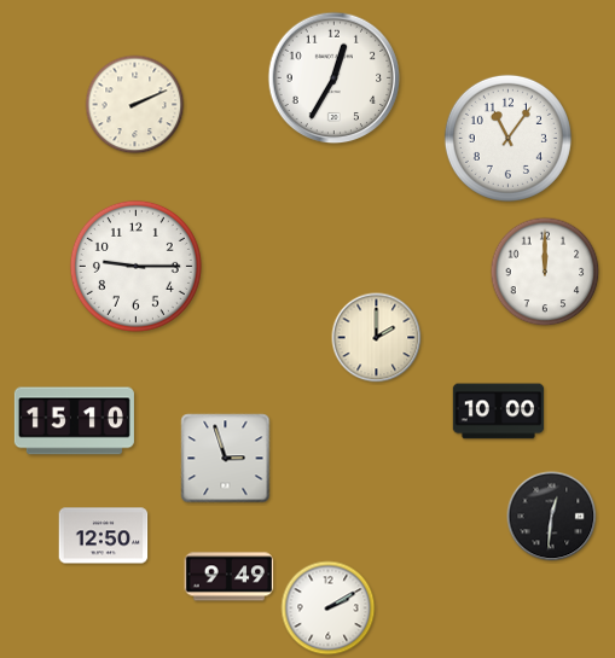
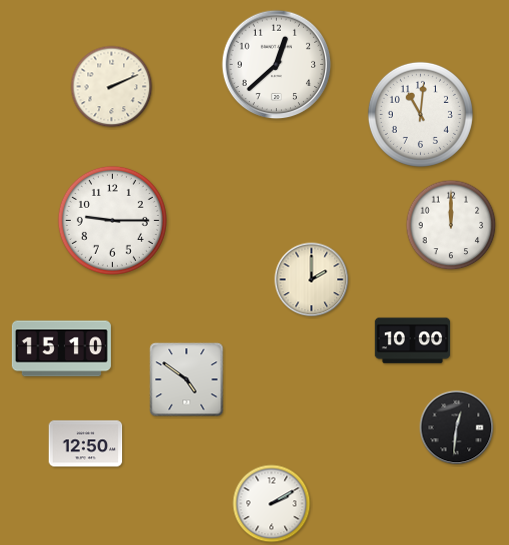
clock at (335, 78): 12:35 -> 12:38
clock at (507, 138): 11:06 -> 11:01
clock at (226, 459): 2:57 -> 4:51
clock at (230, 577): 9:49 -> none
